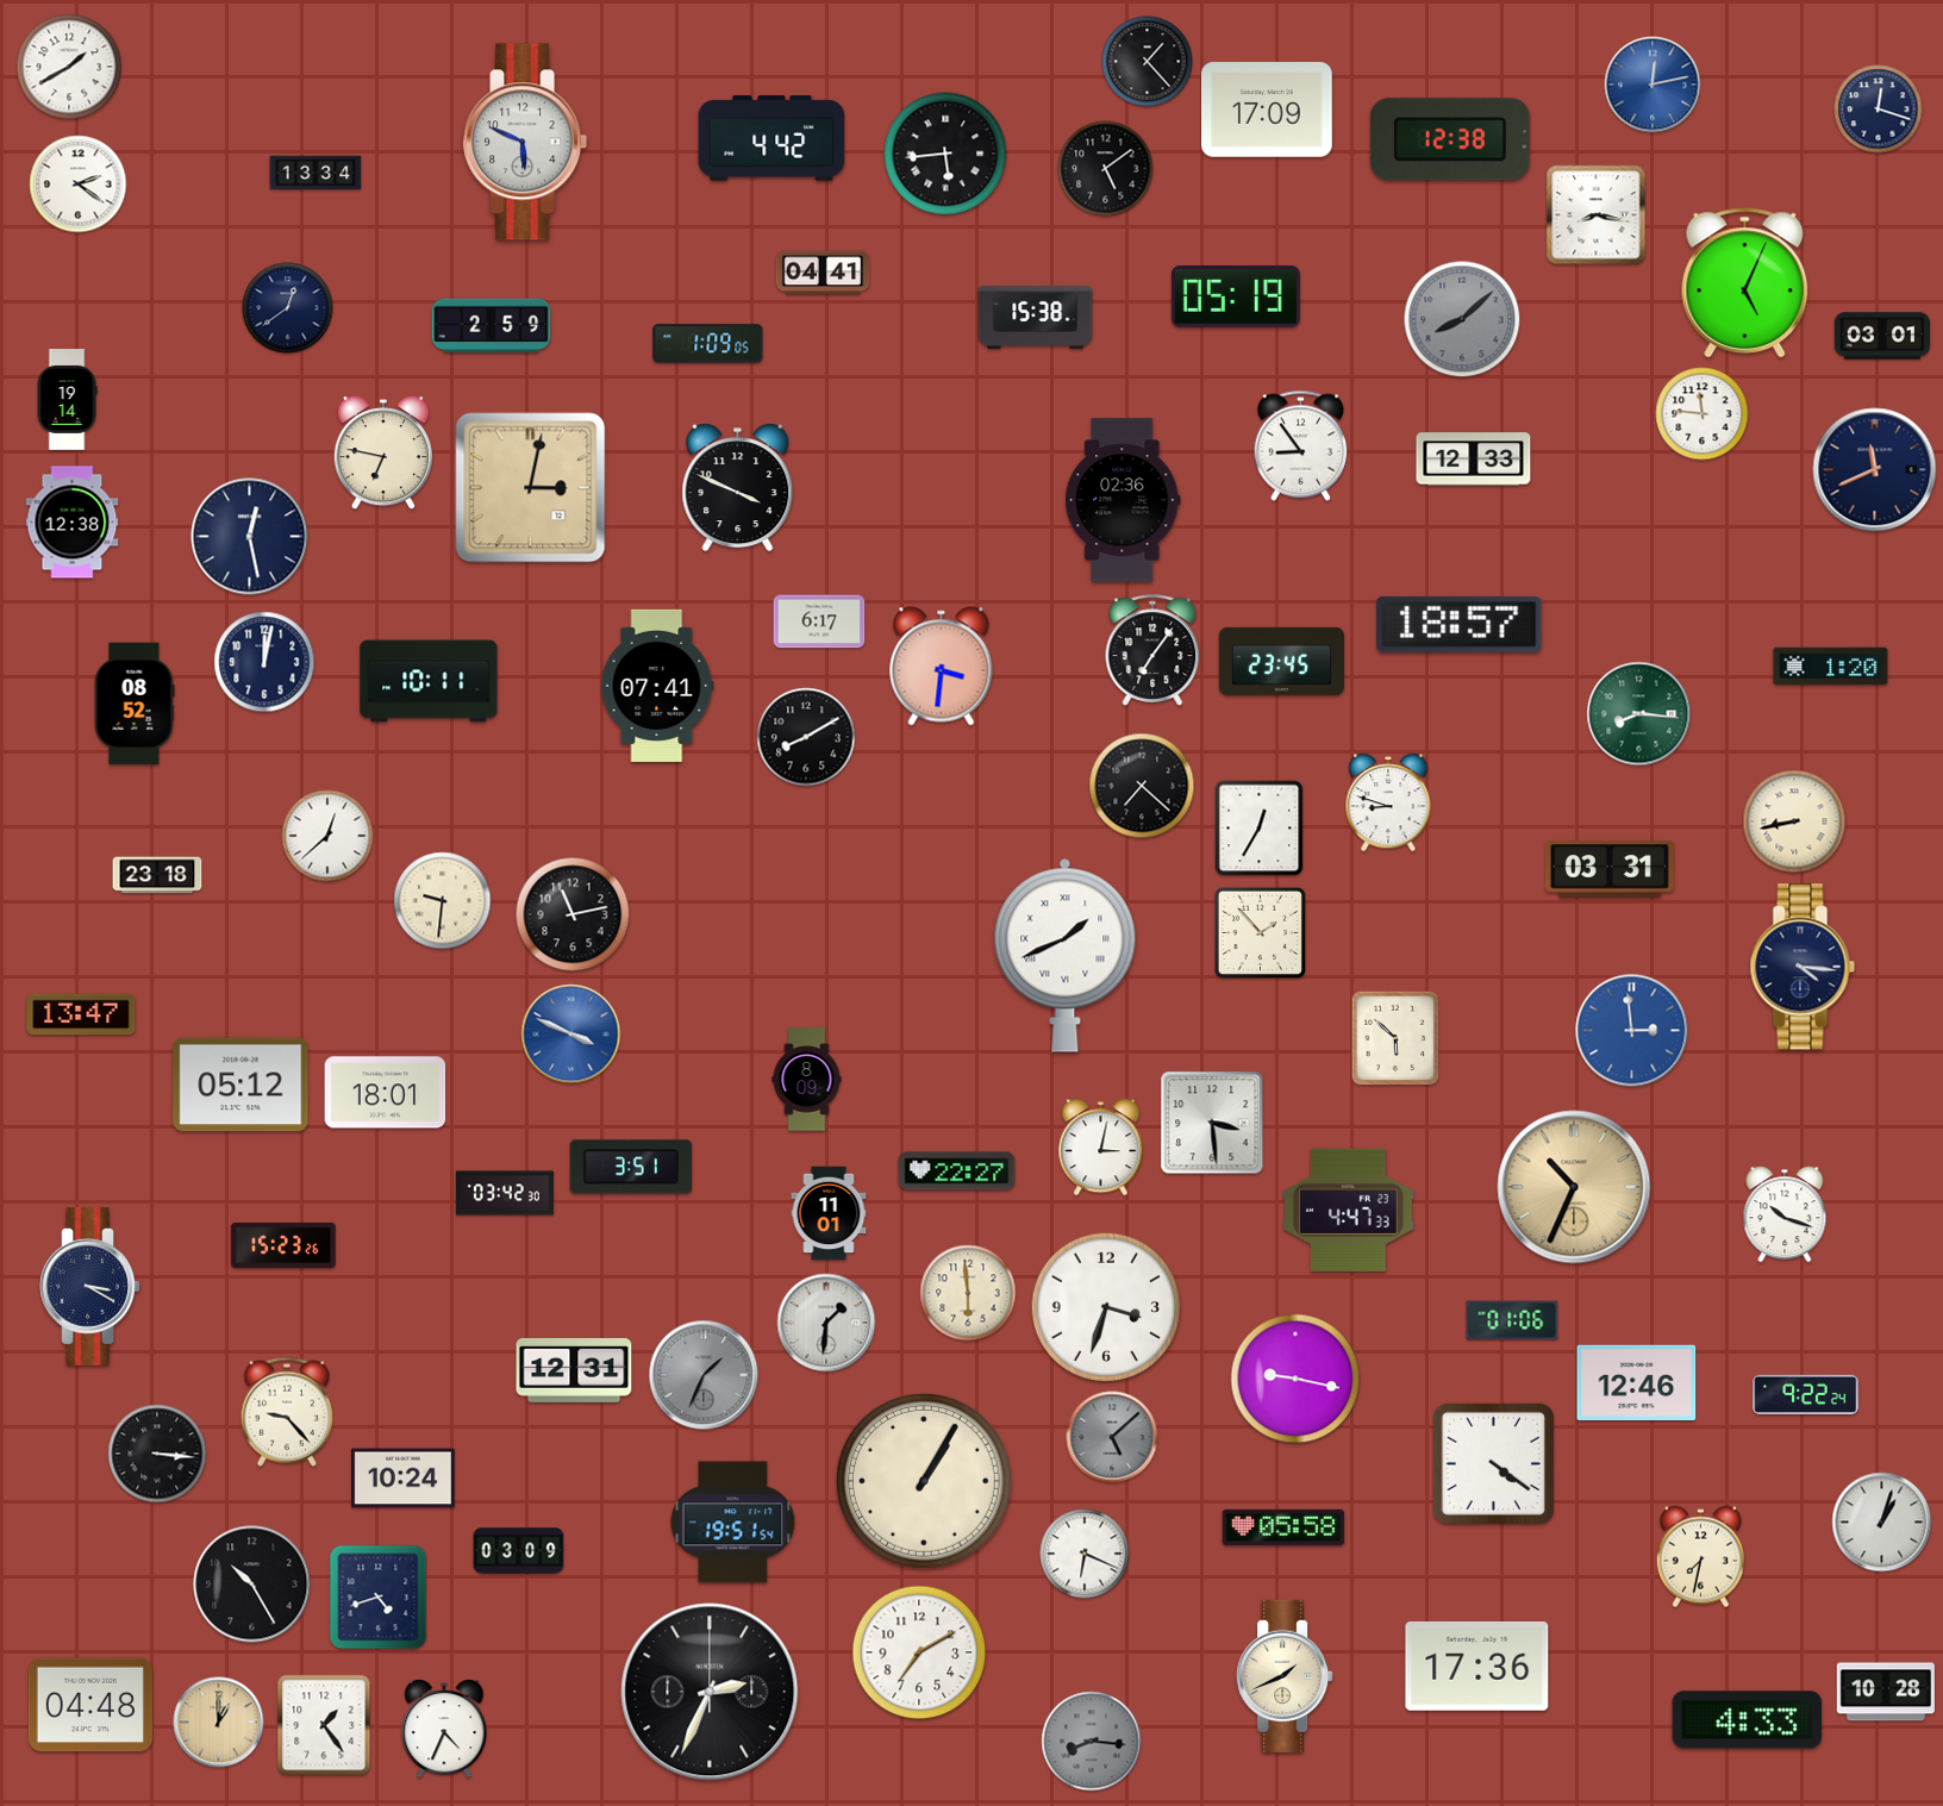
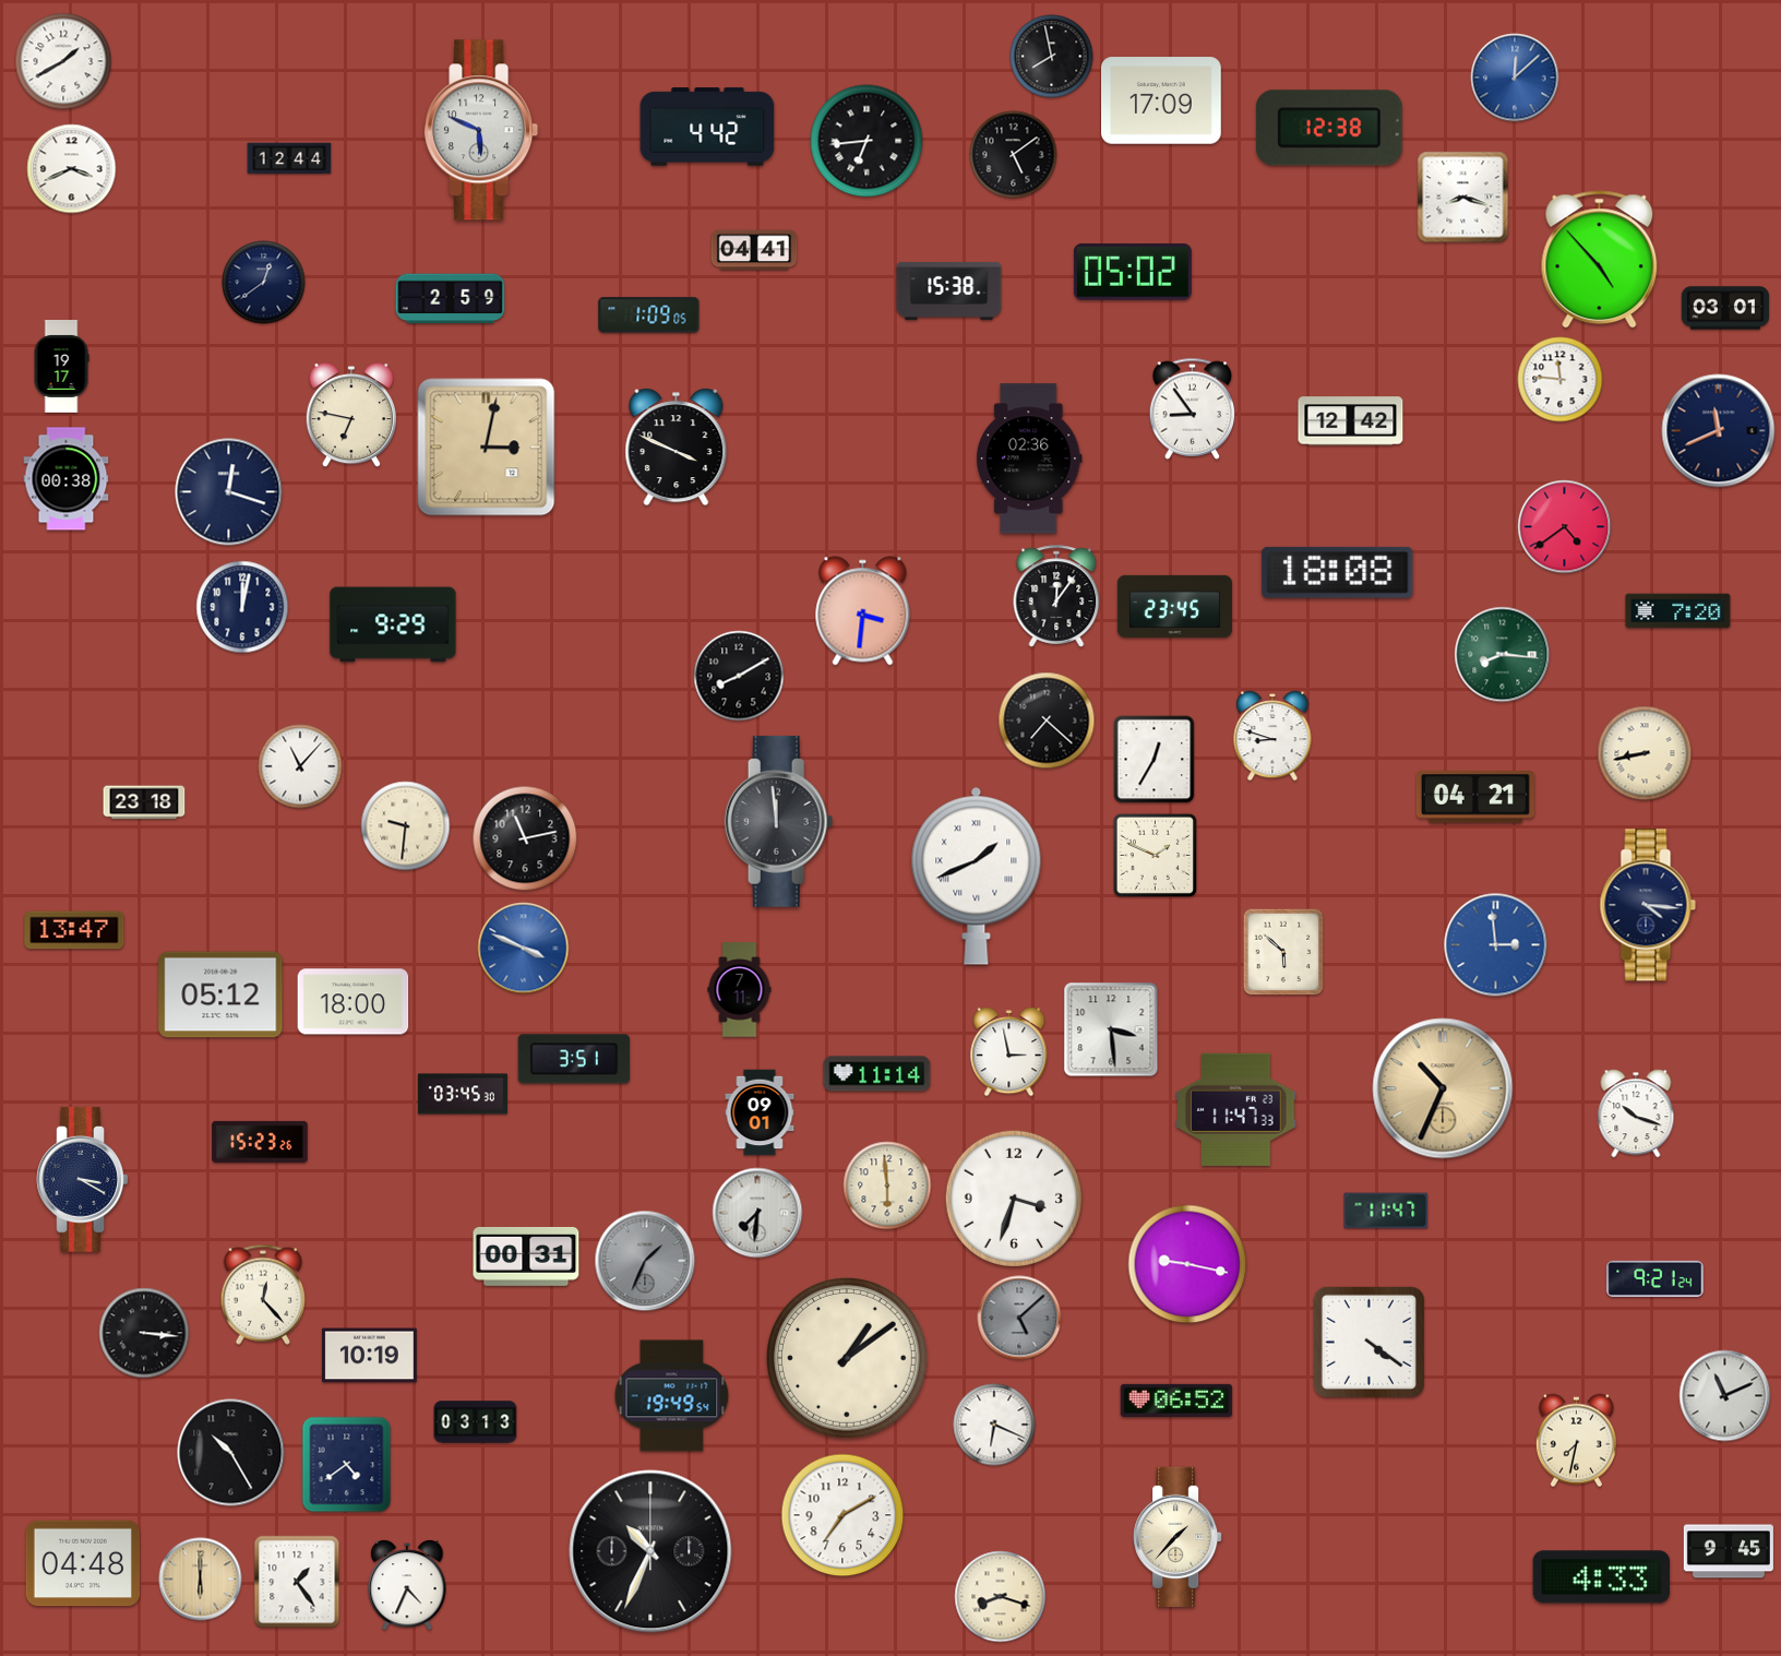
clock at (1148, 62): 1:23 -> 7:58
clock at (1653, 85): 12:13 -> 12:08
clock at (1879, 110): 12:18 -> none
clock at (945, 154): 5:44 -> 6:44
clock at (315, 173): 13:34 -> 12:44
clock at (79, 185): 2:21 -> 3:41
clock at (1597, 215): 8:17 -> 8:18
clock at (1745, 283): 5:04 -> 4:53
clock at (1236, 296): 05:19 -> 05:02
clock at (1462, 319): 8:08 -> none
clock at (67, 400): 19:14 -> 19:17
clock at (1474, 460): 12:33 -> 12:42
clock at (73, 523): 12:38 -> 00:38
clock at (250, 537): 12:28 -> 12:18
clock at (1565, 527): none -> 4:39
clock at (819, 621): 6:17 -> none
clock at (1460, 624): 18:57 -> 18:08
clock at (1152, 650): 7:06 -> 12:06
clock at (1831, 667): 1:20 -> 7:20
clock at (429, 681): 10:11 -> 9:29
clock at (657, 686): 07:41 -> none
clock at (135, 704): 08:52 -> none
clock at (327, 836): 12:38 -> 11:07
clock at (1610, 869): 03:31 -> 04:21
clock at (779, 821): none -> 11:59
clock at (1261, 933): 1:53 -> 1:49
clock at (1803, 967) position: (1803, 967) -> (1648, 905)
clock at (1395, 1038) position: (1395, 1038) -> (1283, 952)
clock at (807, 1080): 8:09 -> 7:11
clock at (386, 1093): 18:01 -> 18:00
clock at (1101, 1148): 3:02 -> 2:58
clock at (631, 1167) position: (631, 1167) -> (574, 1059)
clock at (957, 1171): 22:27 -> 11:14
clock at (505, 1193): 03:42 -> 03:45
clock at (1349, 1210): 4:47 -> 11:47
clock at (829, 1213): 11:01 -> 09:01
clock at (1512, 1320): 01:06 -> 11:47
clock at (826, 1323): 1:31 -> 7:31
clock at (574, 1370): 12:31 -> 00:31
clock at (1637, 1383): 12:46 -> none
clock at (1806, 1394): 9:22 -> 9:21
clock at (287, 1412): 9:23 -> 12:23
clock at (404, 1479): 10:24 -> 10:19
clock at (924, 1481): 1:05 -> 1:09
clock at (733, 1523): 19:51 -> 19:49
clock at (1882, 1523): 1:03 -> 11:11
clock at (1283, 1527): 05:58 -> 06:52
clock at (519, 1551): 03:09 -> 03:13
clock at (1700, 1557) position: (1700, 1557) -> (1576, 1441)
clock at (379, 1598): 4:42 -> 4:39
clock at (1477, 1667): 17:36 -> none
clock at (1285, 1676): 1:41 -> 1:37
clock at (710, 1692): 2:34 -> 10:34
clock at (1886, 1692): 10:28 -> 9:45
clock at (219, 1723): 1:00 -> 6:00
clock at (1092, 1742): 8:16 -> 8:18
clock at (1092, 1742) dial: grey -> cream
